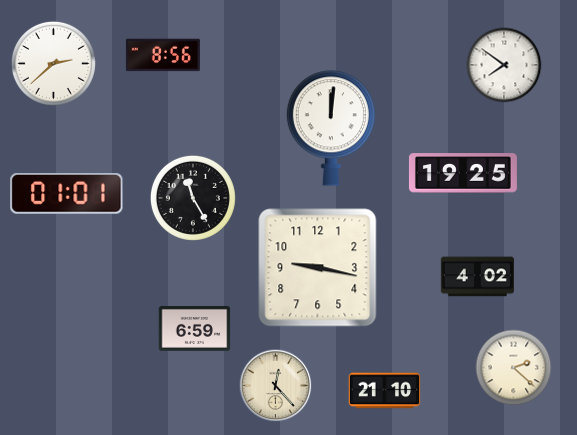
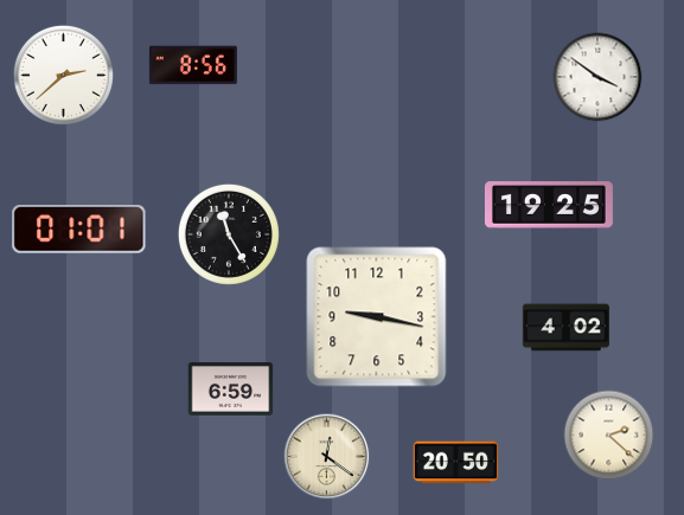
clock at (504, 65): 7:51 -> 3:51
clock at (331, 128): 12:01 -> none
clock at (276, 386): 12:23 -> 12:21
clock at (385, 391): 21:10 -> 20:50
